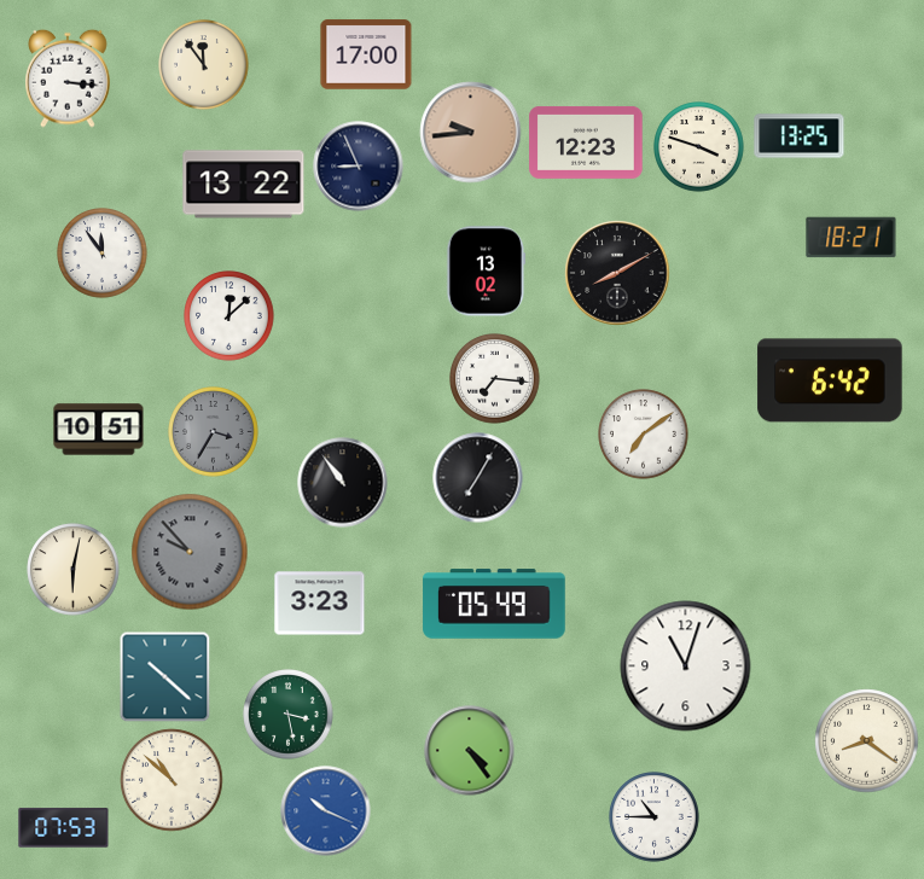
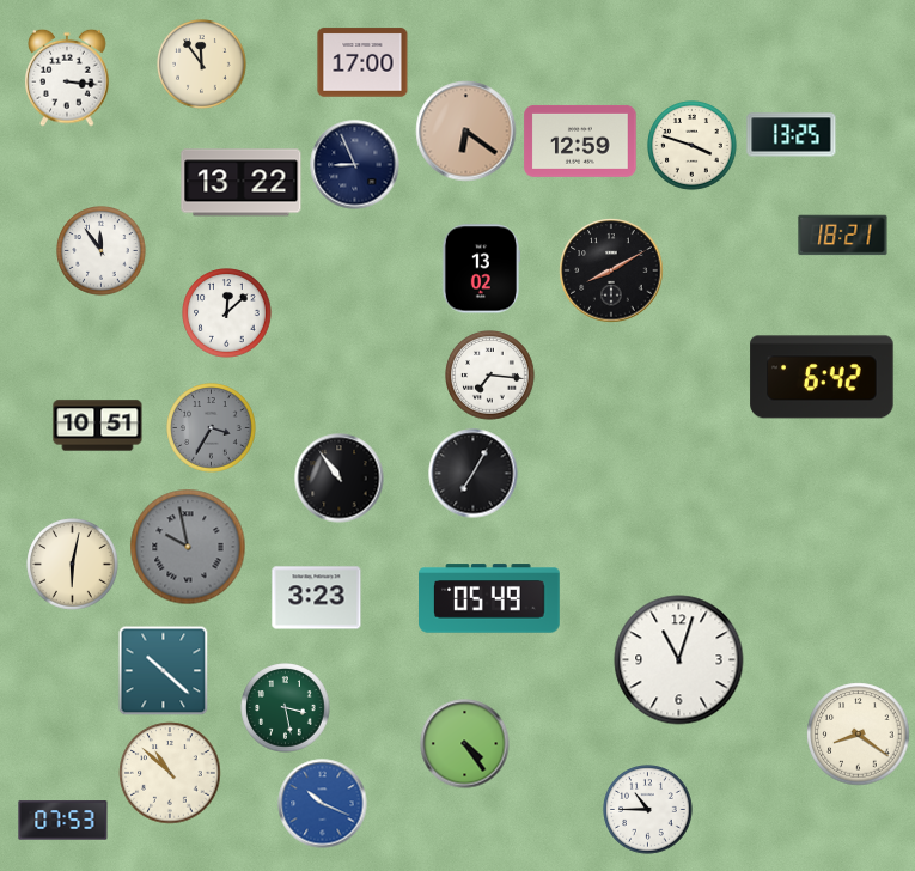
clock at (366, 54) position: (366, 54) -> (362, 62)
clock at (471, 133): 9:44 -> 6:21
clock at (586, 142): 12:23 -> 12:59
clock at (644, 435): 7:09 -> none
clock at (190, 552): 9:53 -> 9:58
